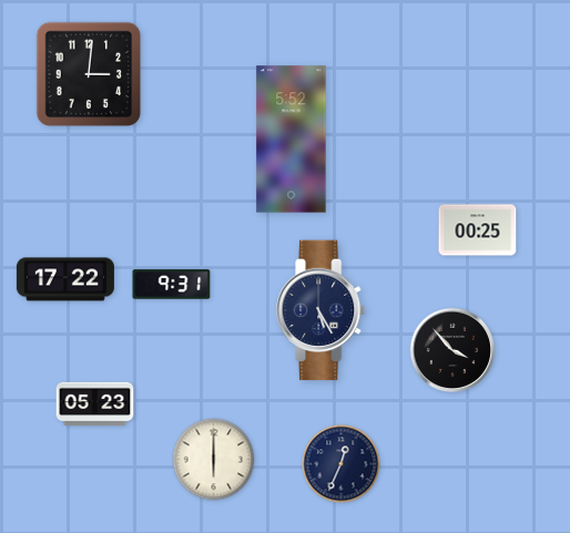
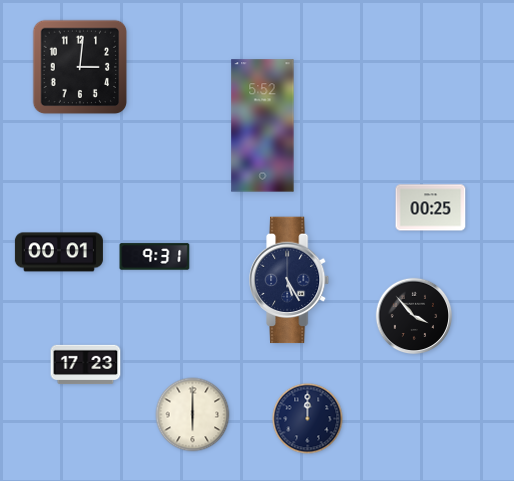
clock at (65, 279): 17:22 -> 00:01
clock at (452, 350) position: (452, 350) -> (414, 316)
clock at (95, 404): 05:23 -> 17:23
clock at (342, 464): 12:34 -> 12:00
